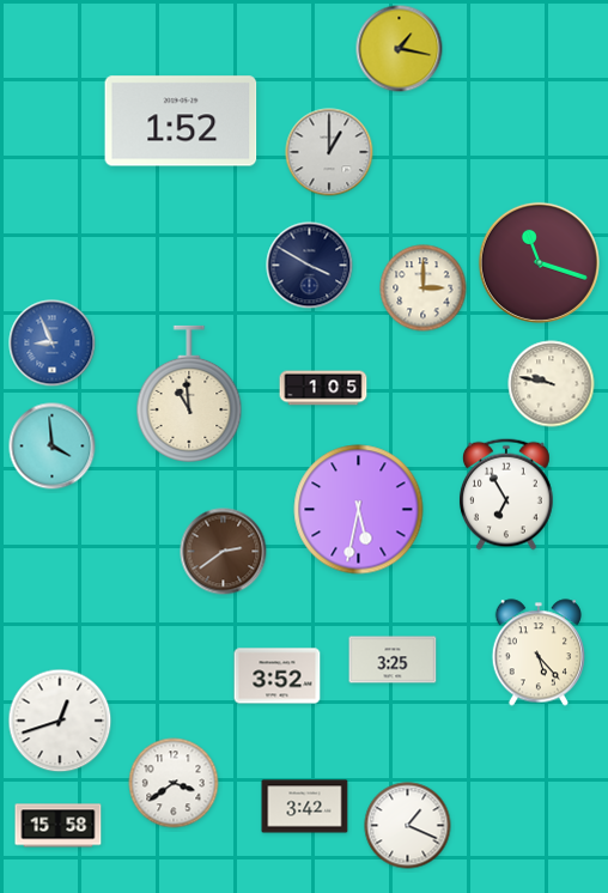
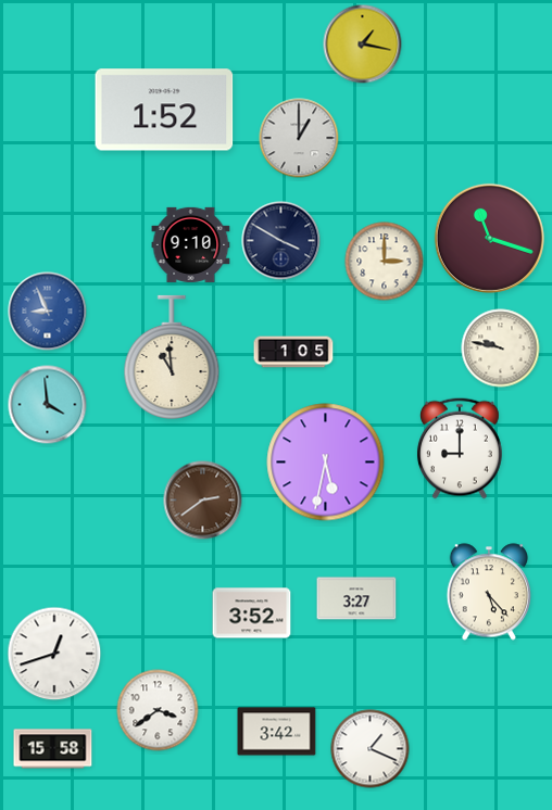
clock at (191, 244): none -> 9:10
clock at (506, 494): 6:55 -> 9:00
clock at (393, 660): 3:25 -> 3:27
